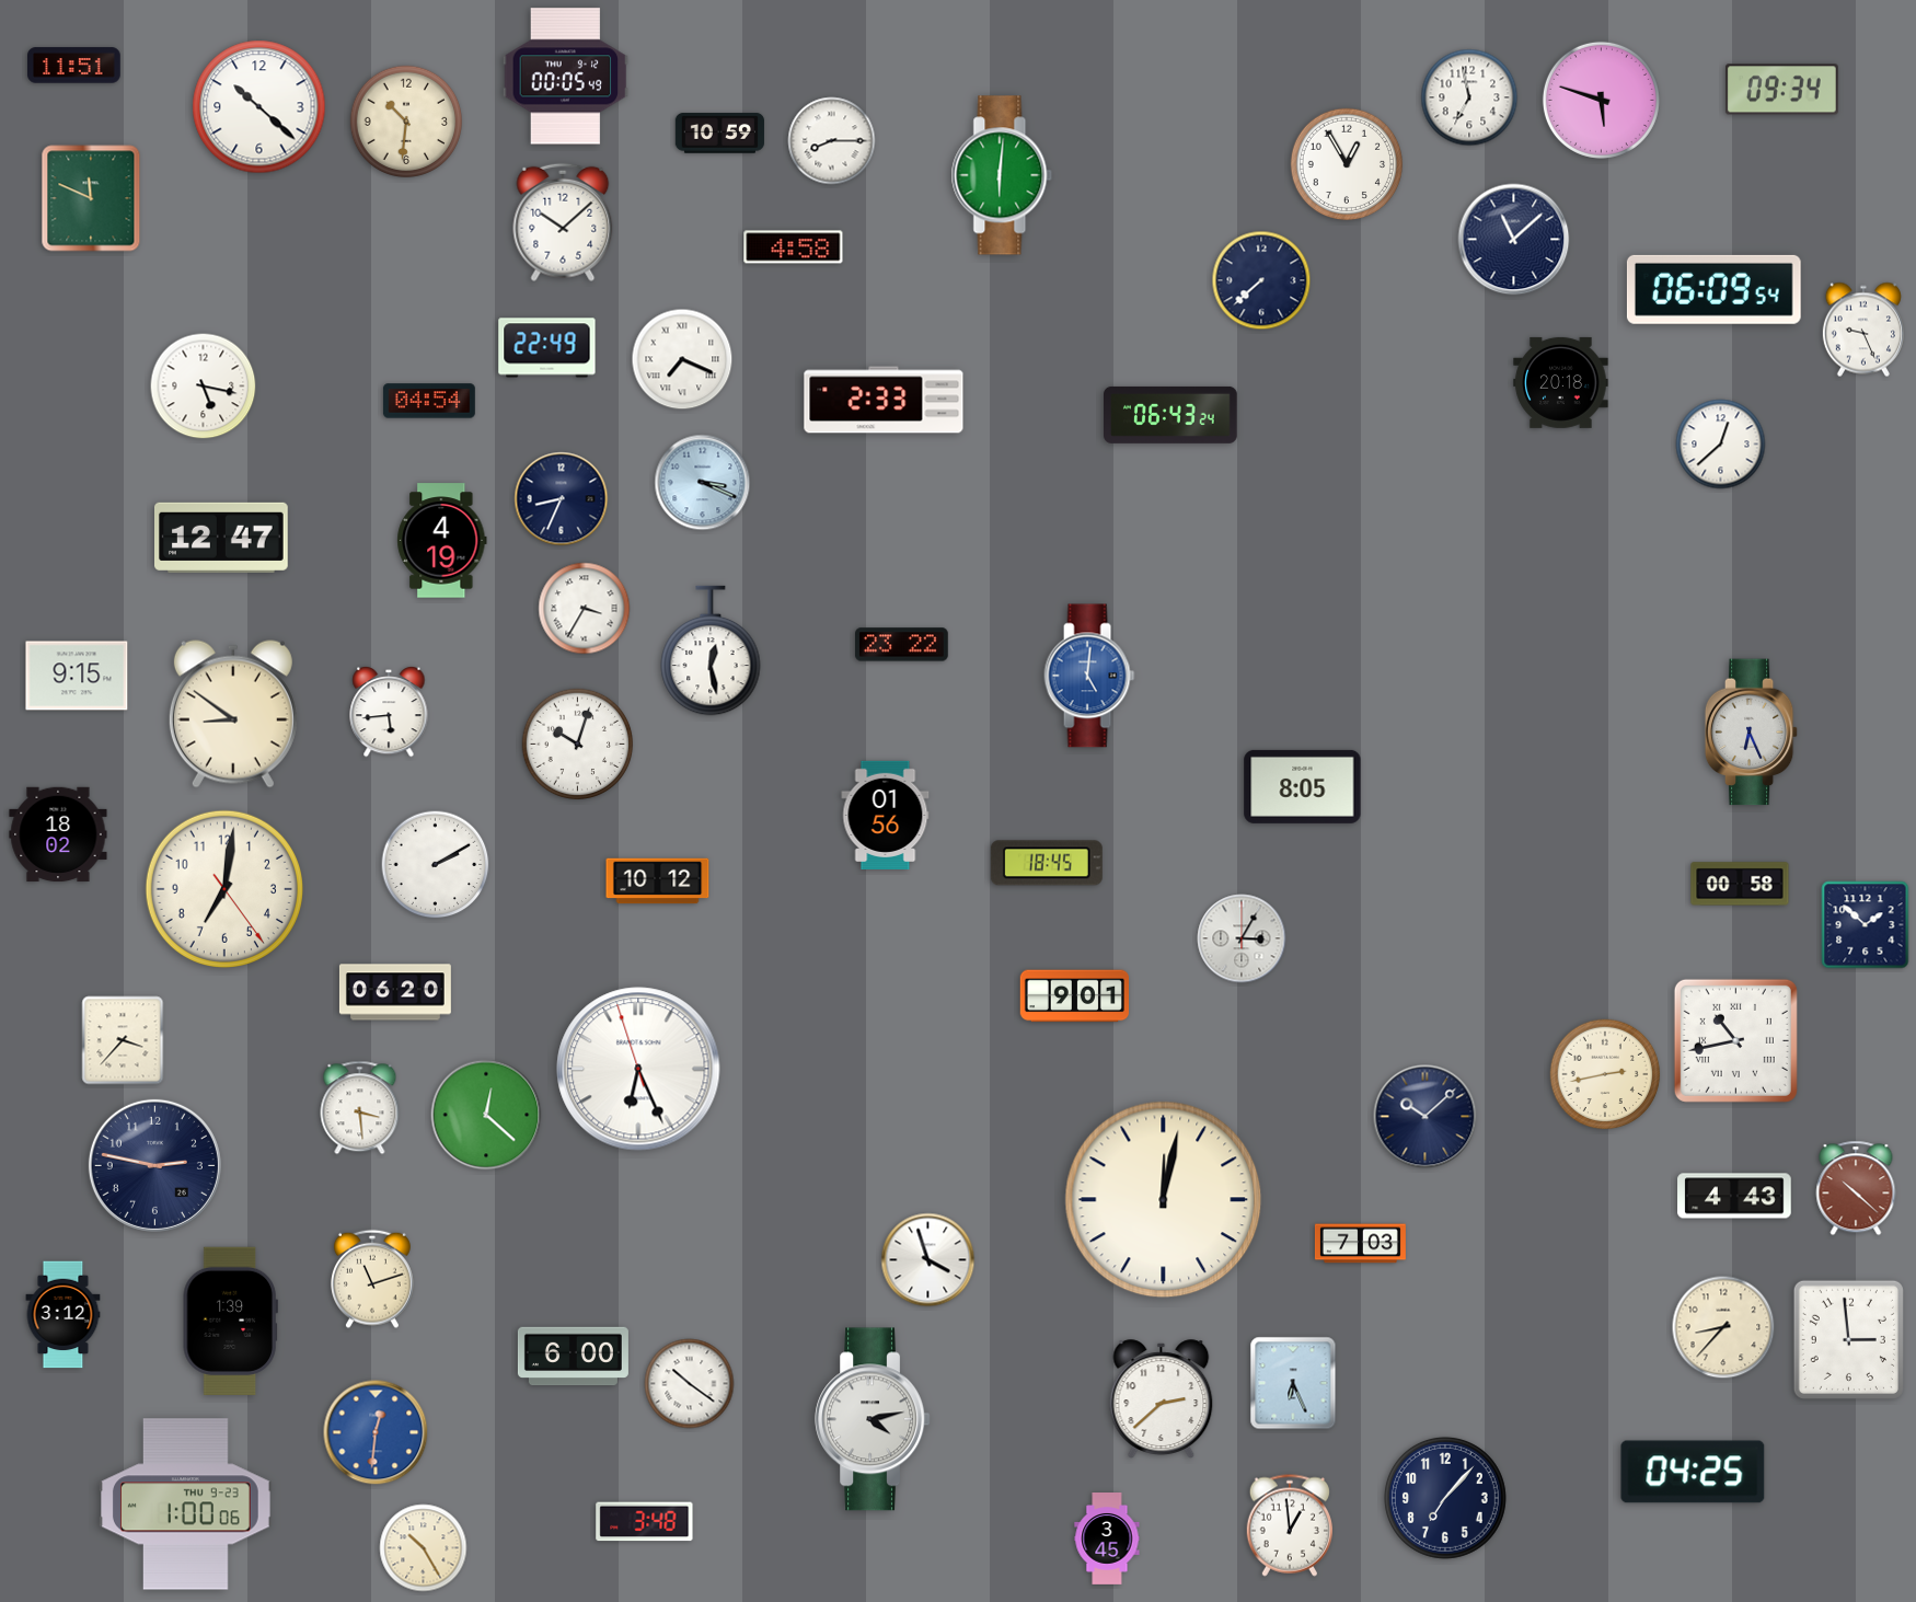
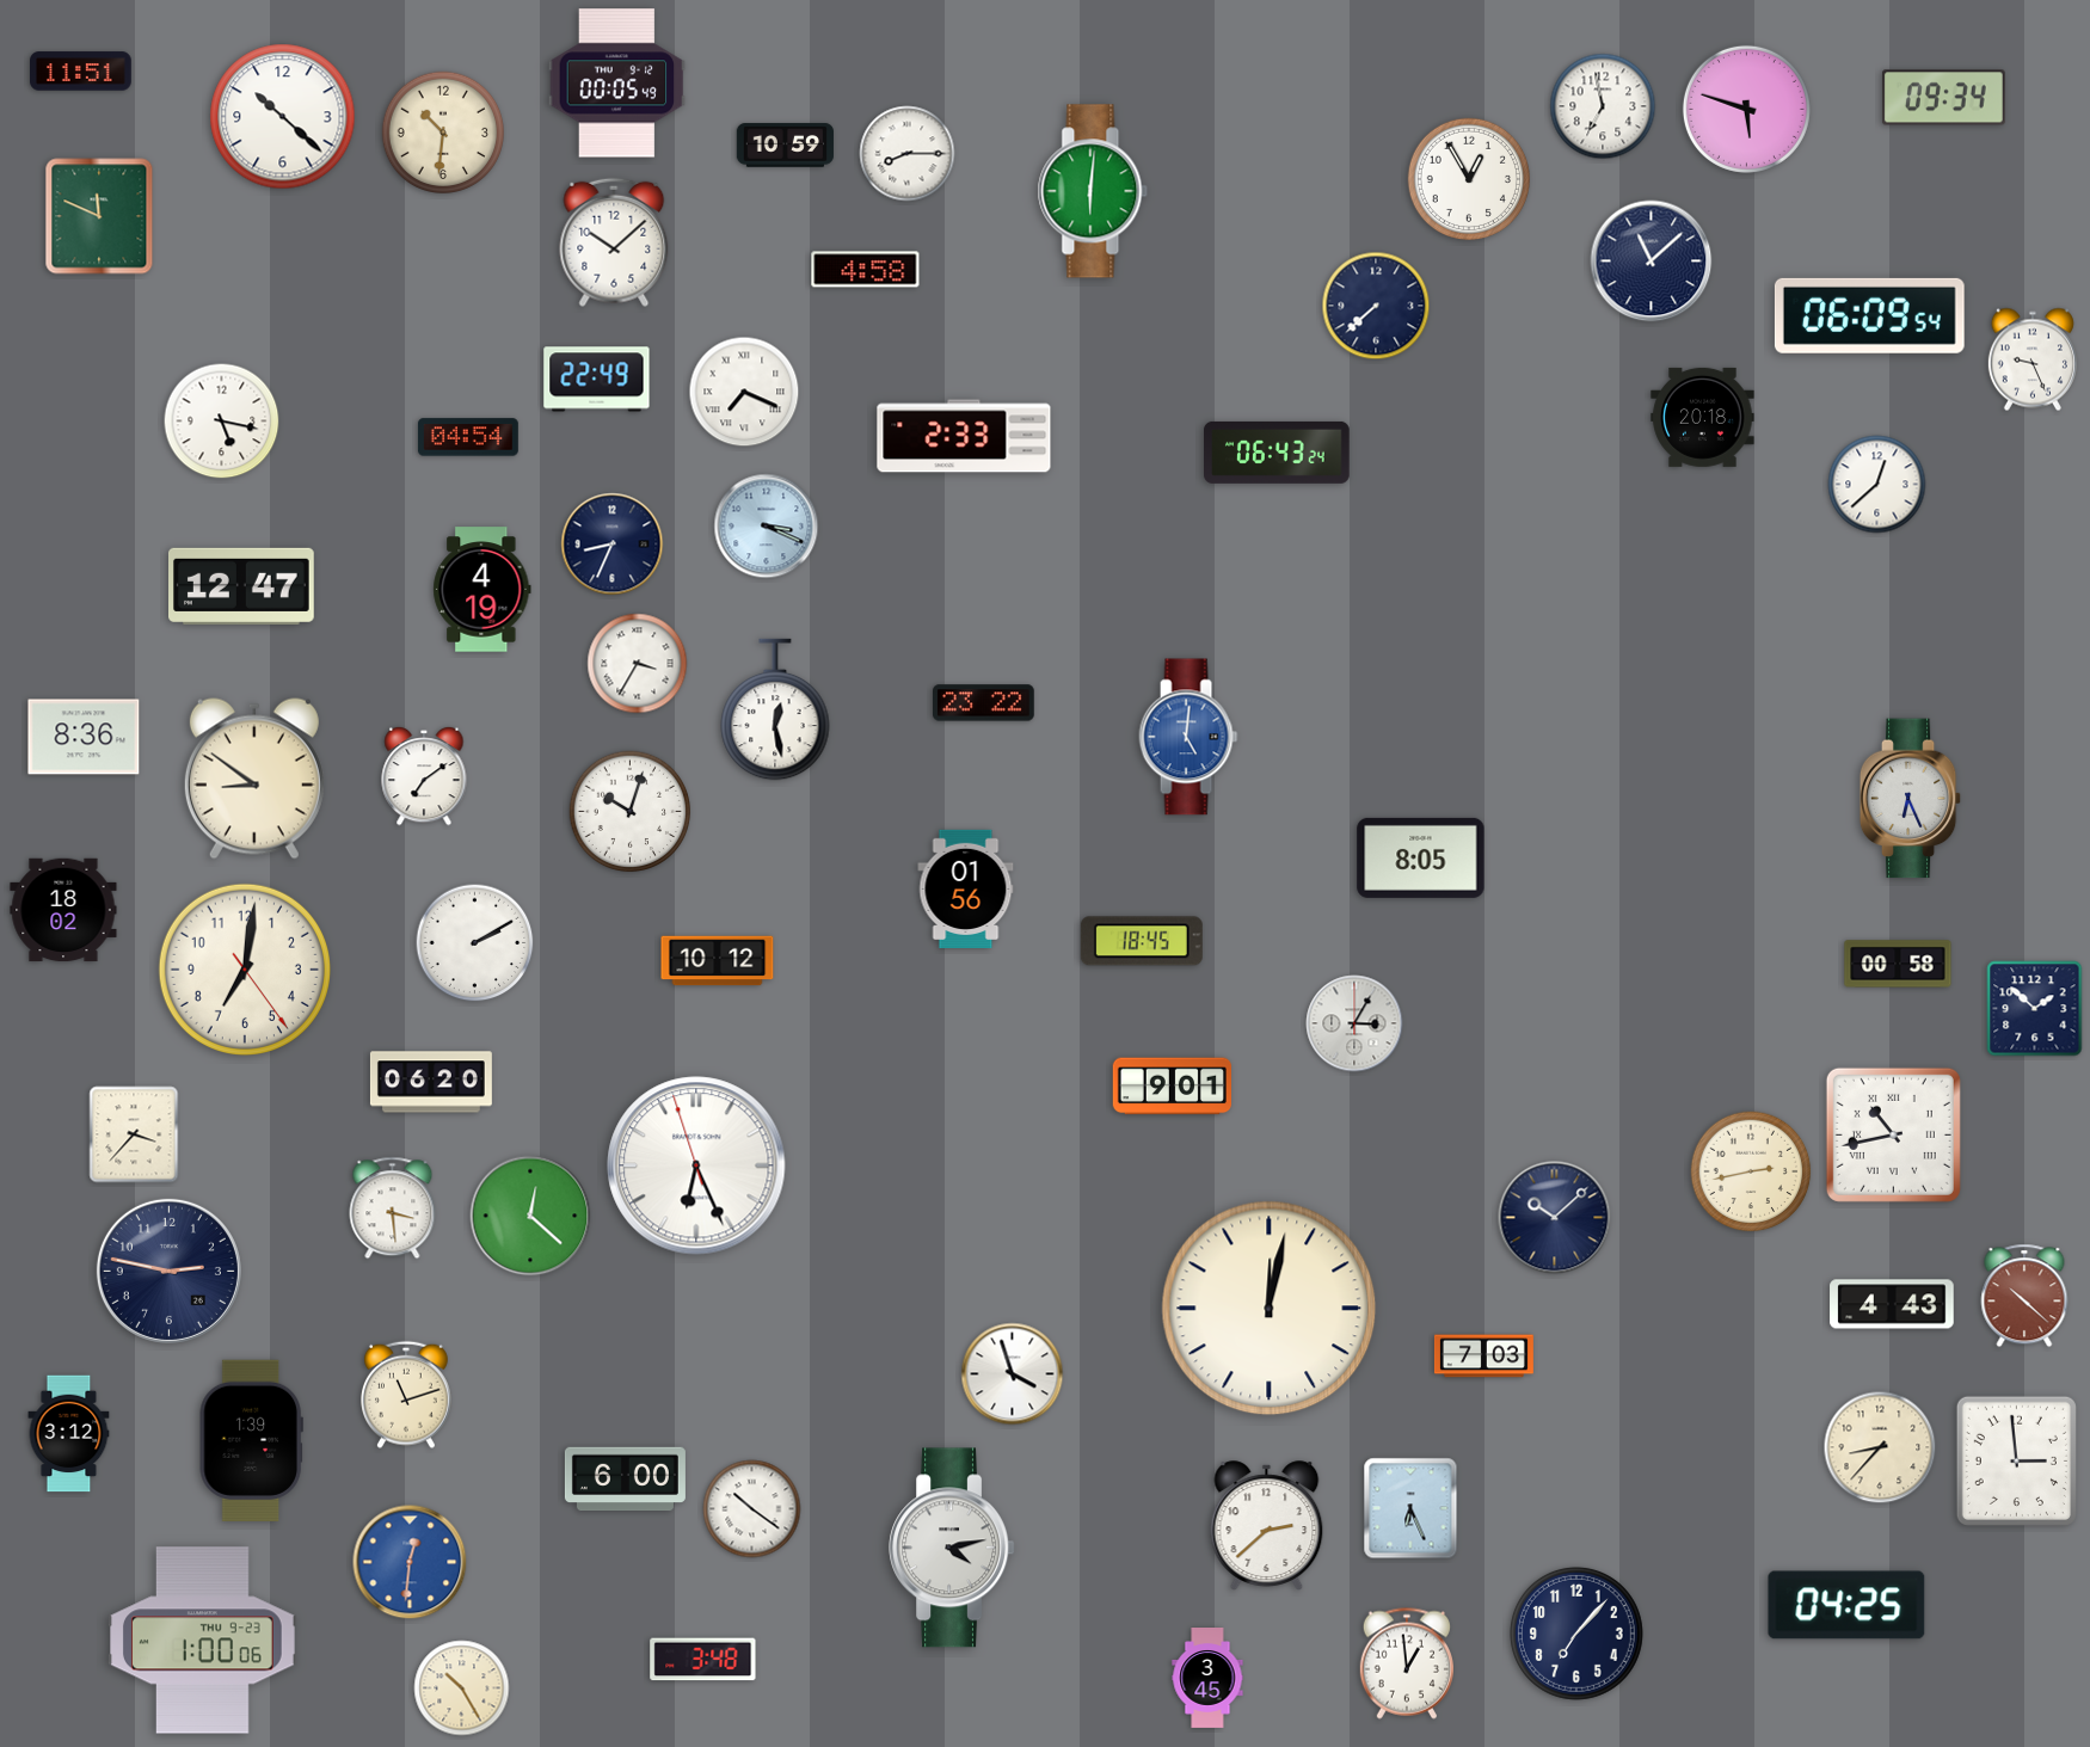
clock at (77, 676): 9:15 -> 8:36
clock at (389, 712): 5:44 -> 7:09
